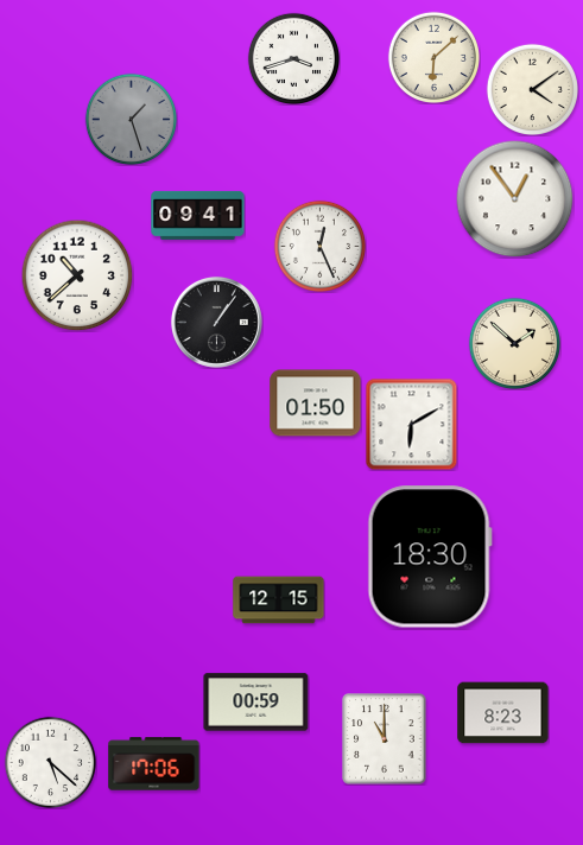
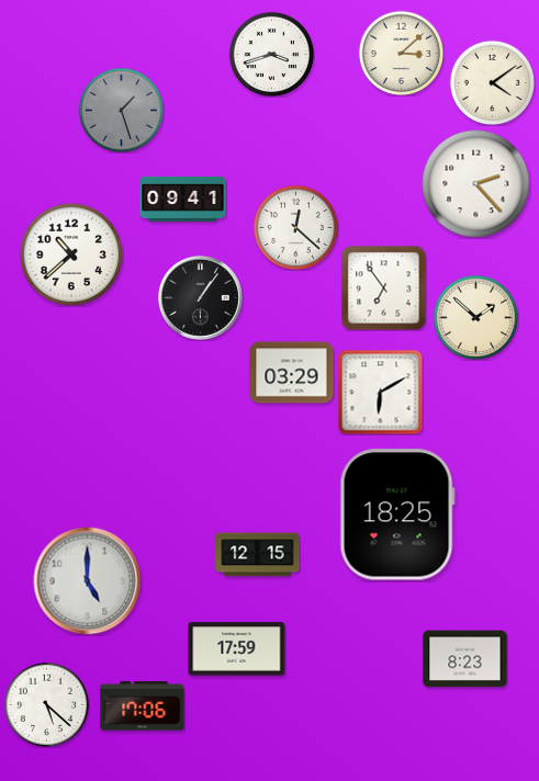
clock at (433, 57): 6:08 -> 3:08
clock at (515, 199): 12:54 -> 2:23
clock at (319, 246): 12:26 -> 12:22
clock at (383, 287): none -> 6:54
clock at (316, 404): 01:50 -> 03:29
clock at (430, 557): 18:30 -> 18:25
clock at (88, 581): none -> 5:00
clock at (256, 703): 00:59 -> 17:59
clock at (385, 739): 11:00 -> none
